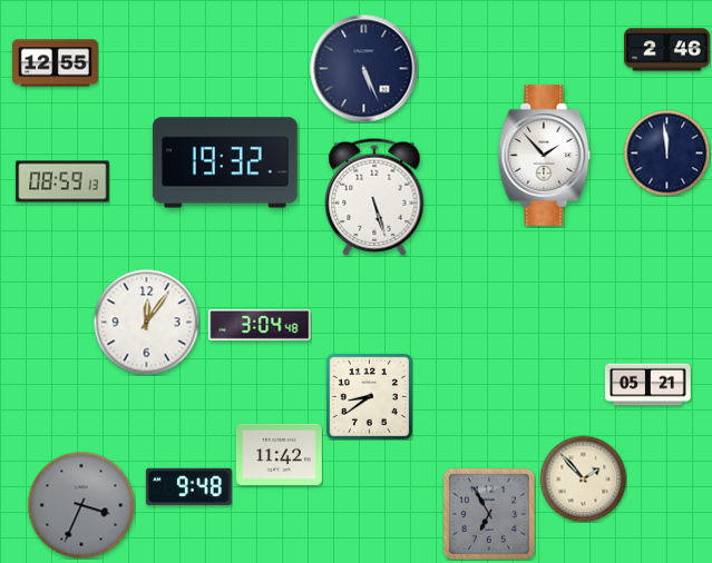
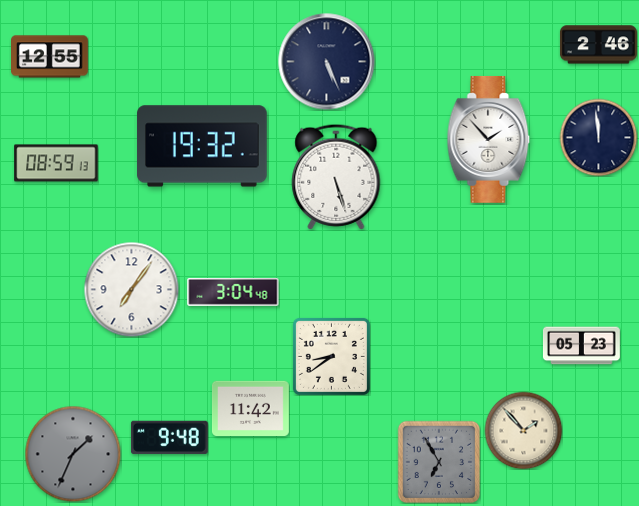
clock at (146, 322): 12:06 -> 7:06
clock at (648, 385): 05:21 -> 05:23
clock at (81, 505): 3:34 -> 1:34
